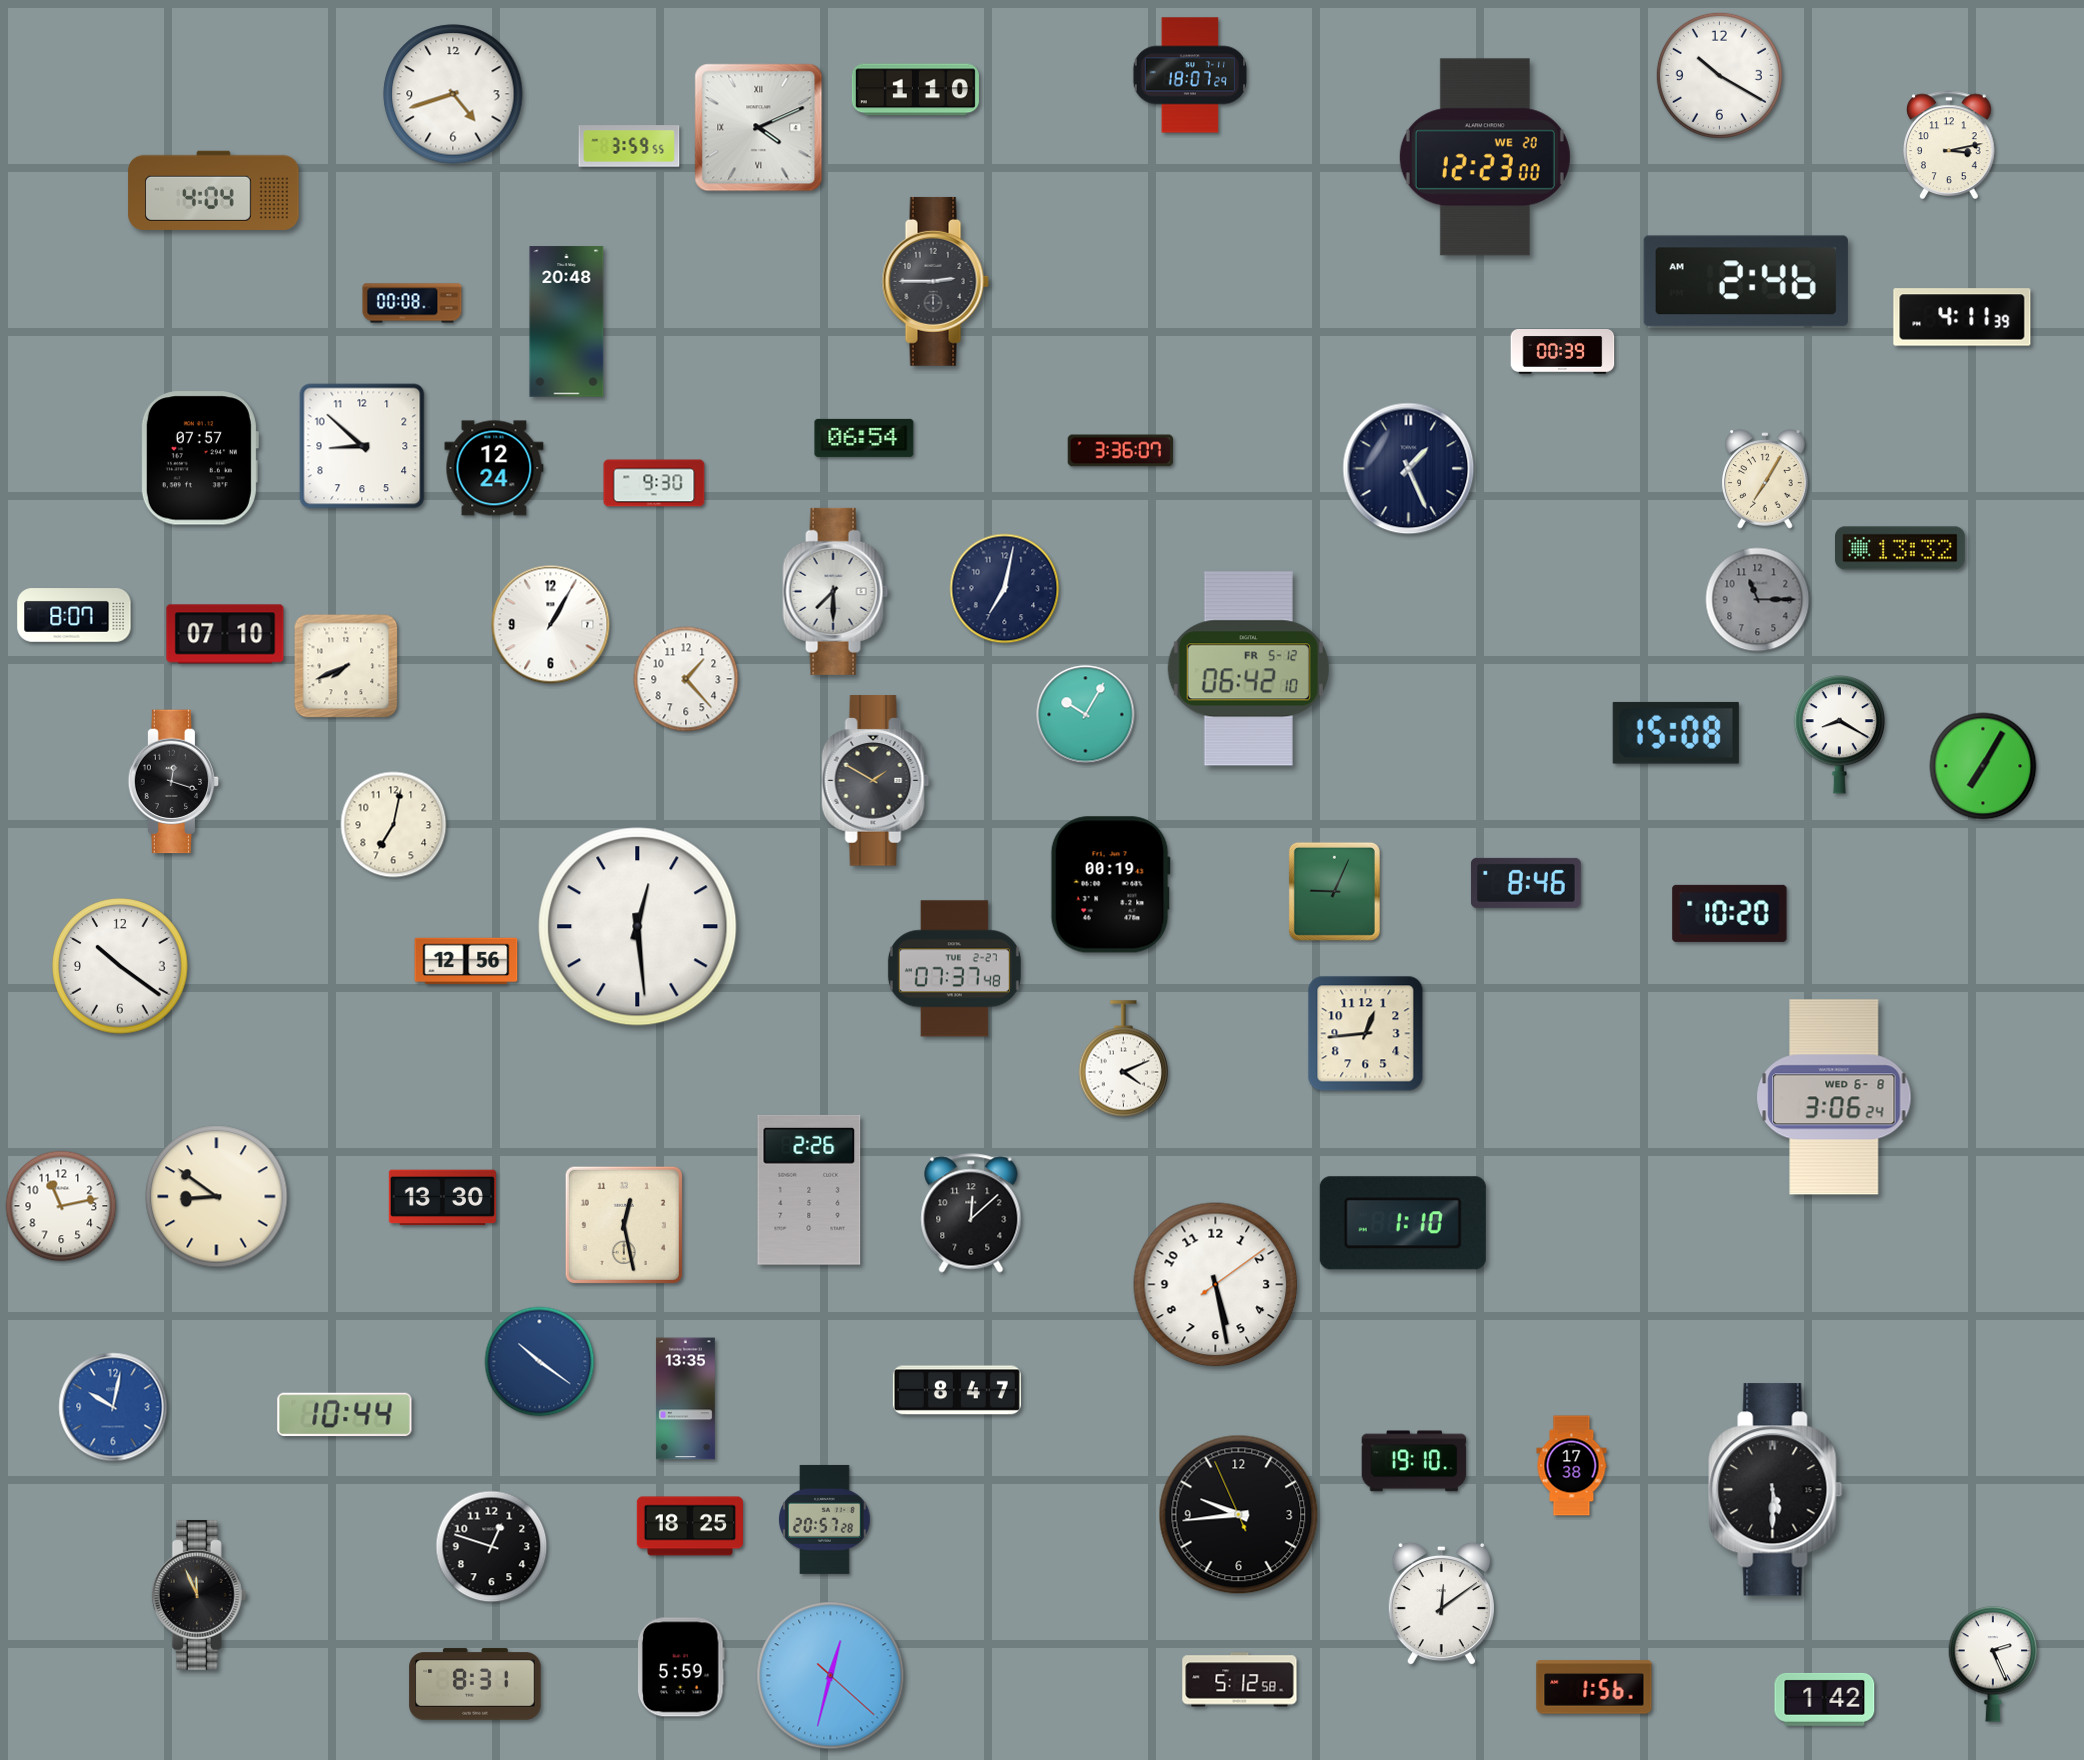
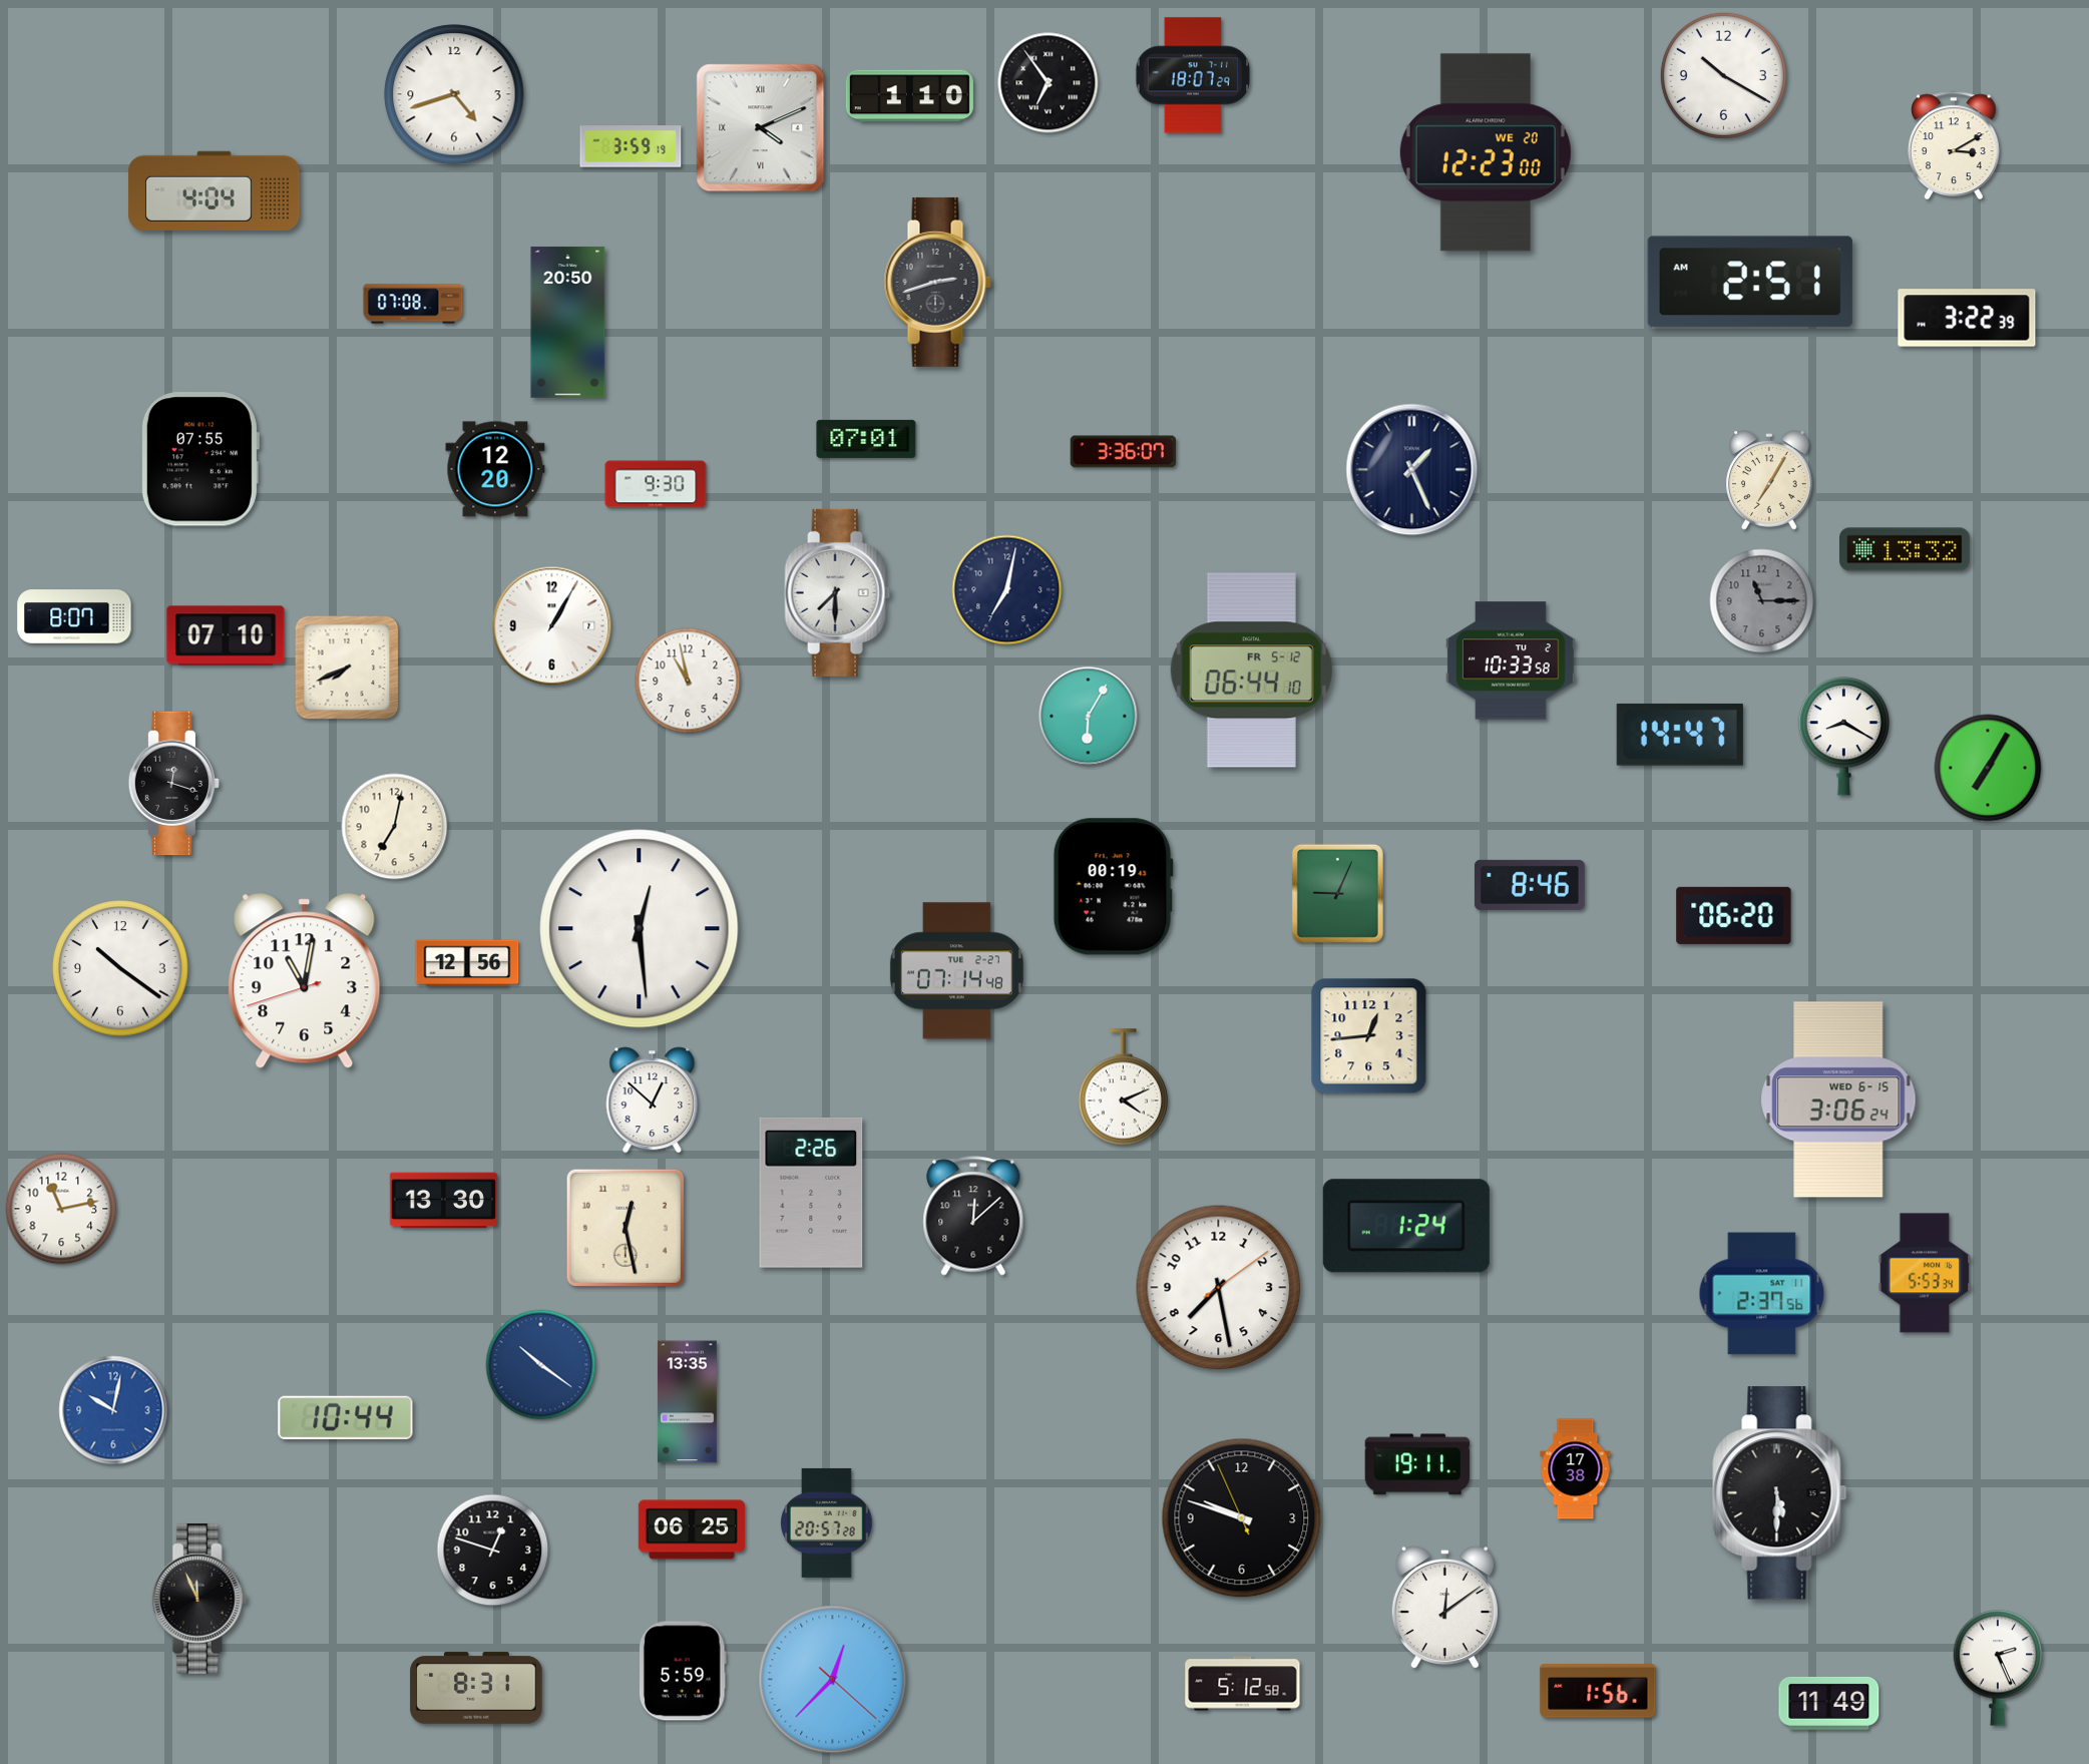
clock at (1049, 83): none -> 6:54
clock at (915, 90) position: (915, 90) -> (909, 96)
clock at (1949, 144): 3:13 -> 3:10
clock at (629, 146): 3:59:55 -> 3:59:19
clock at (1485, 157) position: (1485, 157) -> (1486, 152)
clock at (935, 281): 2:45 -> 2:42
clock at (1746, 281): 2:46 -> 2:51
clock at (412, 303): 00:08 -> 07:08
clock at (1962, 317): 4:11 -> 3:22
clock at (567, 322): 20:48 -> 20:50
clock at (1563, 352): 00:39 -> none
clock at (864, 438): 06:54 -> 07:01
clock at (362, 446): 8:52 -> none
clock at (199, 458): 07:57 -> 07:55
clock at (494, 468): 12:24 -> 12:20
clock at (1511, 660): none -> 10:33
clock at (1248, 669): 06:42 -> 06:44
clock at (686, 679): 1:23 -> 10:58
clock at (1086, 715): 10:05 -> 6:05
clock at (1676, 733): 15:08 -> 14:47
clock at (876, 781): 1:50 -> none
clock at (1730, 913): 10:20 -> 06:20
clock at (954, 969): 07:37 -> 07:14
clock at (305, 980): none -> 11:01
clock at (1124, 1059) position: (1124, 1059) -> (1124, 1087)
clock at (1834, 1097) date: WED 6-8 -> WED 6-15
clock at (653, 1100): none -> 12:52
clock at (217, 1197): 8:51 -> none
clock at (1403, 1223): 1:10 -> 1:24
clock at (1925, 1273): none -> 5:53
clock at (1216, 1285): 5:28 -> 7:28
clock at (1762, 1294): none -> 2:37
clock at (957, 1390): 8:47 -> none
clock at (1414, 1461): 19:10 -> 19:11
clock at (1239, 1515): 9:43 -> 9:47
clock at (689, 1526): 18:25 -> 06:25
clock at (831, 1676): 12:32 -> 12:37
clock at (1825, 1699): 1:42 -> 11:49
